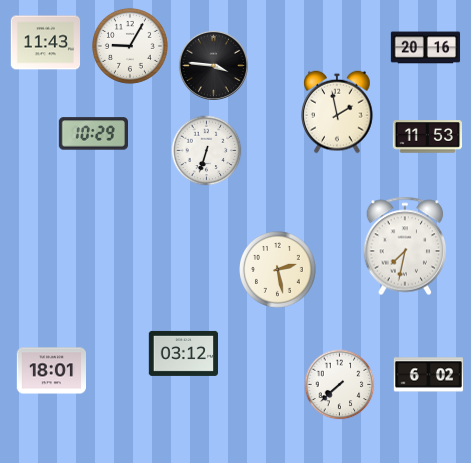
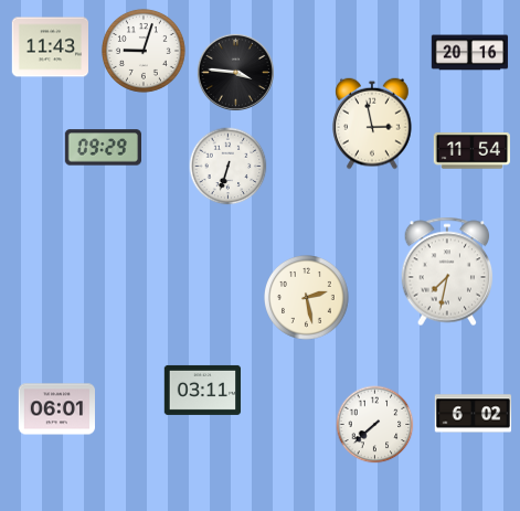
clock at (130, 46): 9:05 -> 9:03
clock at (337, 112): 1:58 -> 2:58
clock at (93, 134): 10:29 -> 09:29
clock at (427, 137): 11:53 -> 11:54
clock at (183, 353): 03:12 -> 03:11
clock at (51, 371): 18:01 -> 06:01
